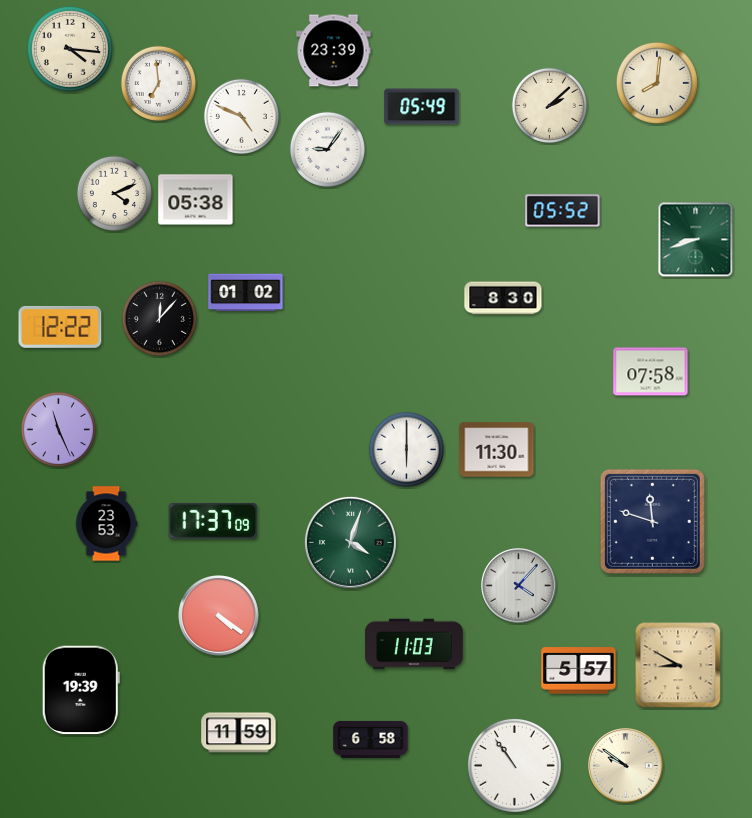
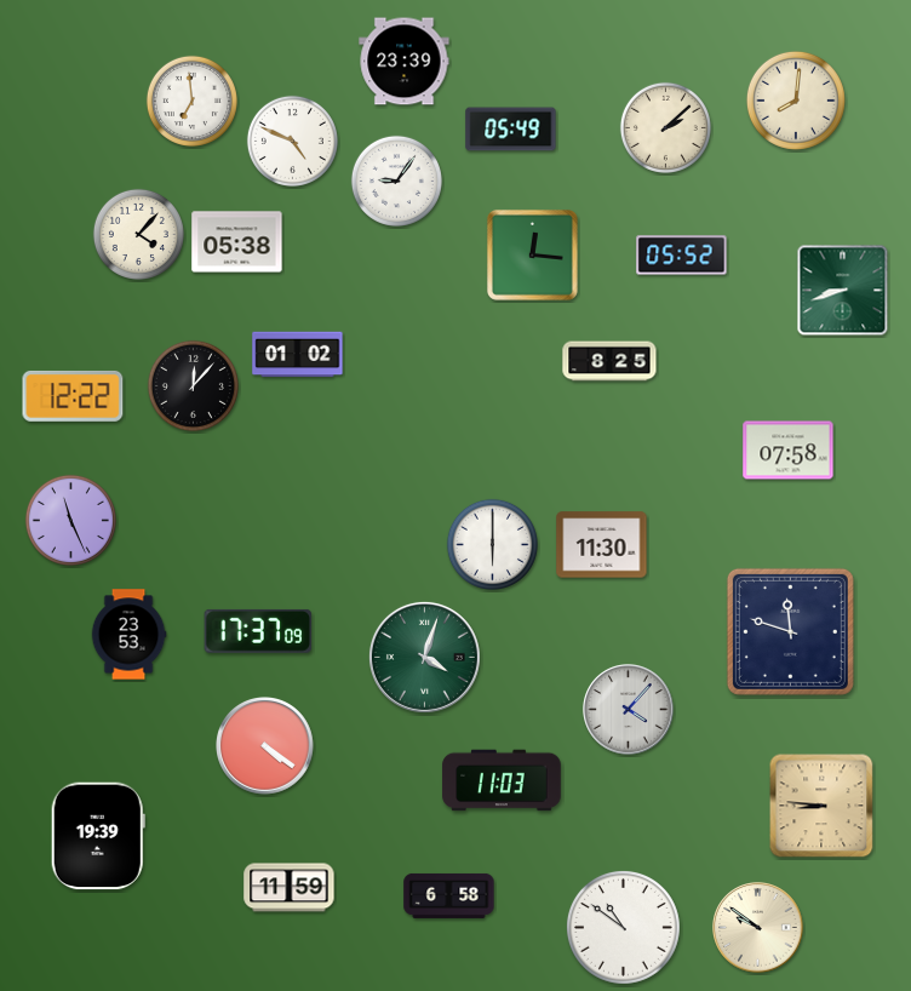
clock at (70, 49): 4:16 -> none
clock at (114, 193): 4:11 -> 4:07
clock at (532, 254): none -> 12:16
clock at (503, 298): 8:30 -> 8:25
clock at (678, 665): 8:50 -> 8:46
clock at (579, 671): 5:57 -> none
clock at (514, 765): 10:54 -> 10:51
